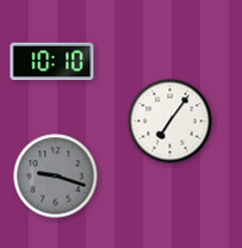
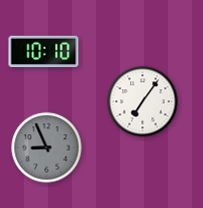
clock at (56, 176): 9:18 -> 8:56
